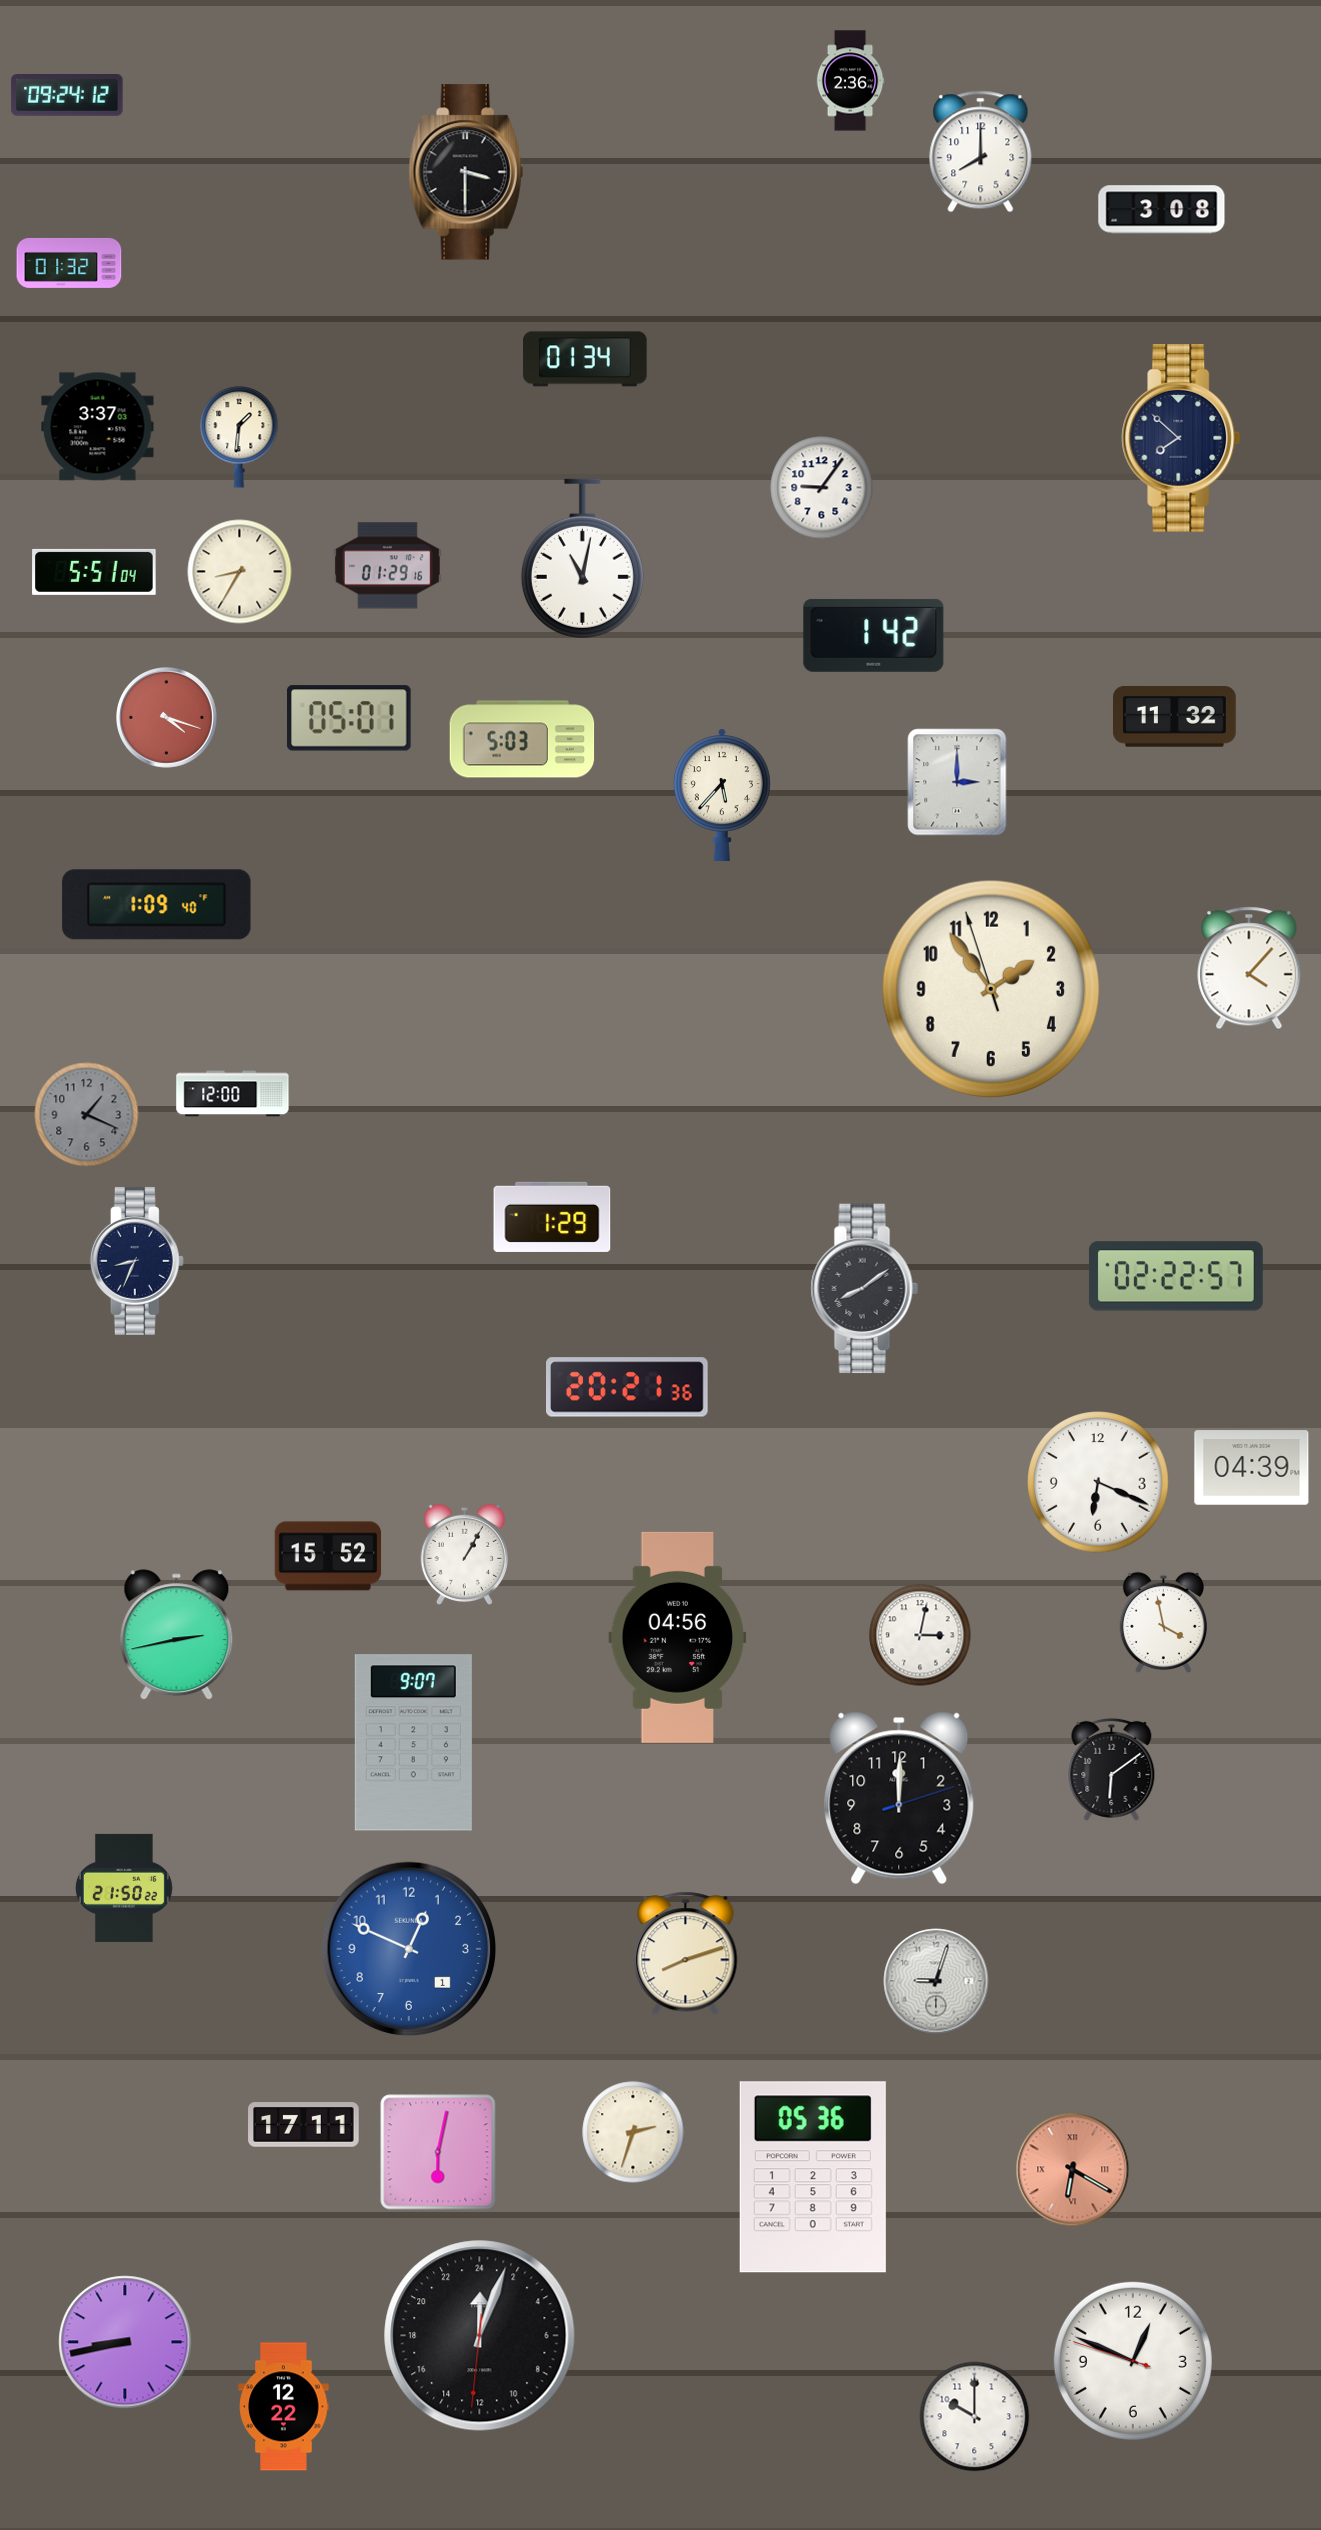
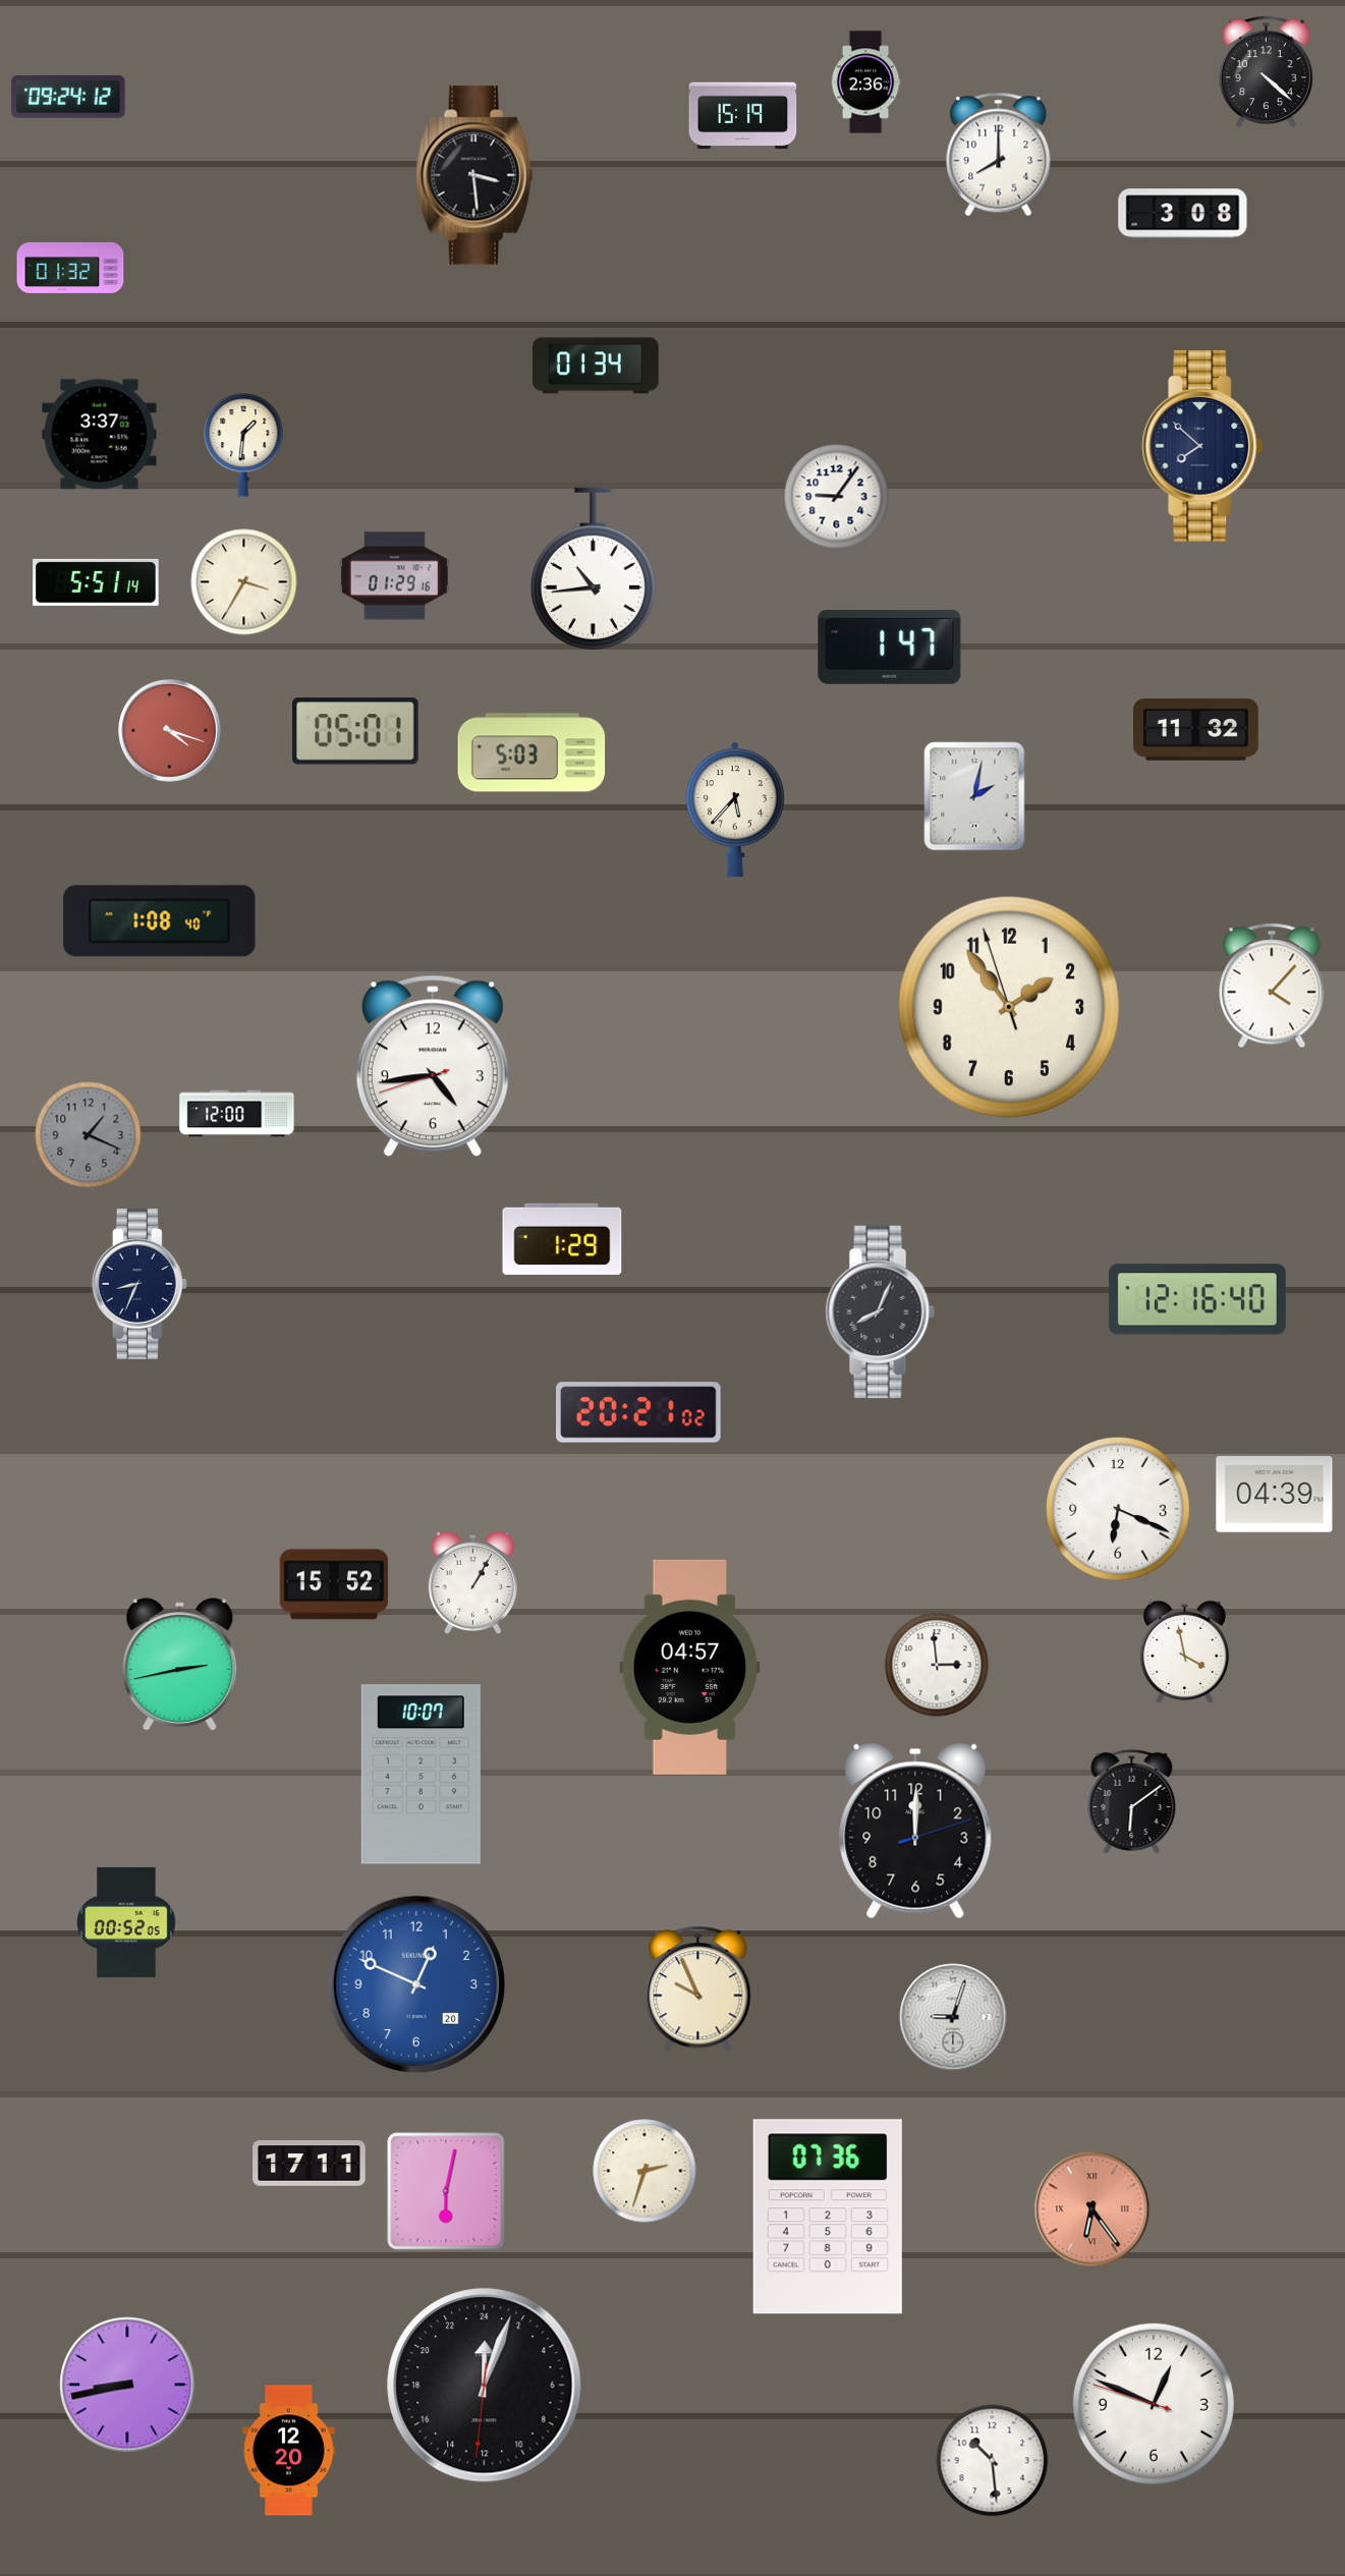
clock at (1266, 72): none -> 4:22
clock at (743, 116): none -> 15:19
clock at (466, 172): 3:30 -> 3:29
clock at (582, 559): 11:02 -> 10:44
clock at (94, 572): 5:51:04 -> 5:51:14
clock at (240, 572): 8:35 -> 3:35
clock at (874, 635): 1:42 -> 1:47
clock at (957, 782): 3:00 -> 2:02
clock at (157, 905): 1:09 -> 1:08
clock at (433, 1066): none -> 4:43
clock at (1176, 1276): 02:22 -> 12:16
clock at (864, 1289): 8:09 -> 8:04
clock at (628, 1387): 20:21:36 -> 20:21:02
clock at (920, 1635): 3:02 -> 2:59
clock at (678, 1637): 04:56 -> 04:57
clock at (413, 1743): 9:07 -> 10:07
clock at (125, 1888): 21:50 -> 00:52
clock at (409, 1949) date: 1 -> 20
clock at (686, 1954): 8:12 -> 9:56
clock at (1073, 2170): 6:20 -> 6:24
clock at (813, 2177): 05:36 -> 07:36
clock at (480, 2336) position: (480, 2336) -> (485, 2386)
clock at (284, 2407): 12:22 -> 12:20
clock at (975, 2417): 10:00 -> 10:29
